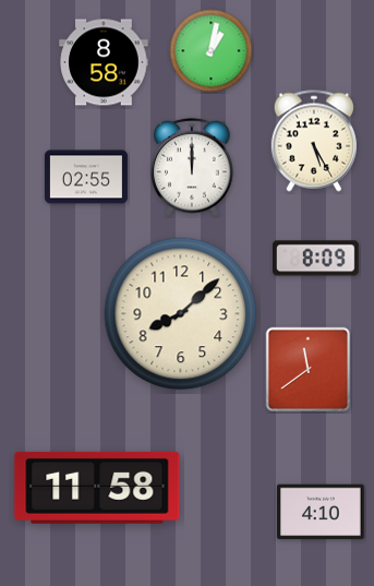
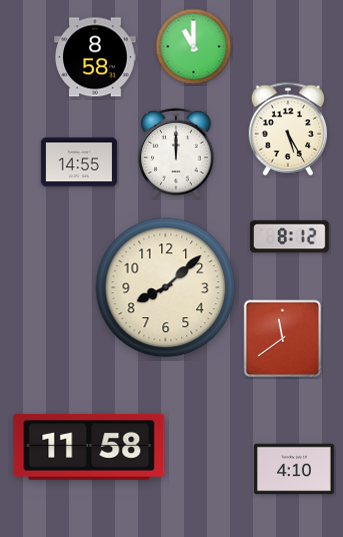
clock at (212, 51): 1:02 -> 11:00
clock at (86, 177): 02:55 -> 14:55
clock at (316, 259): 8:09 -> 8:12
